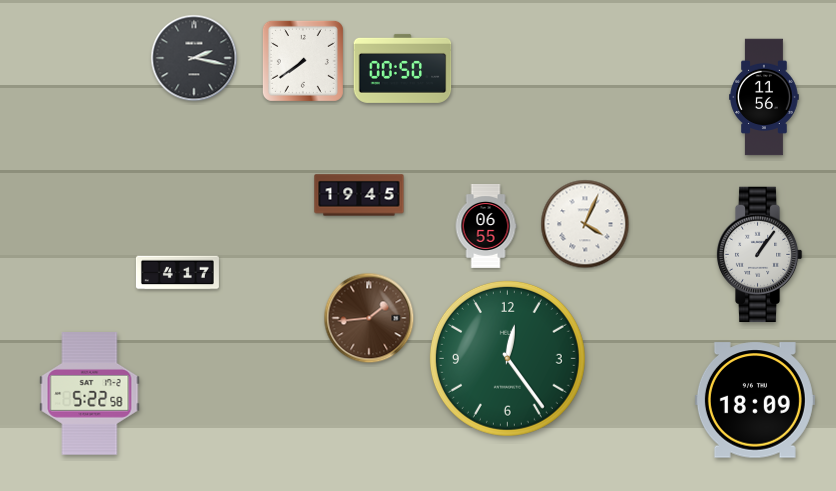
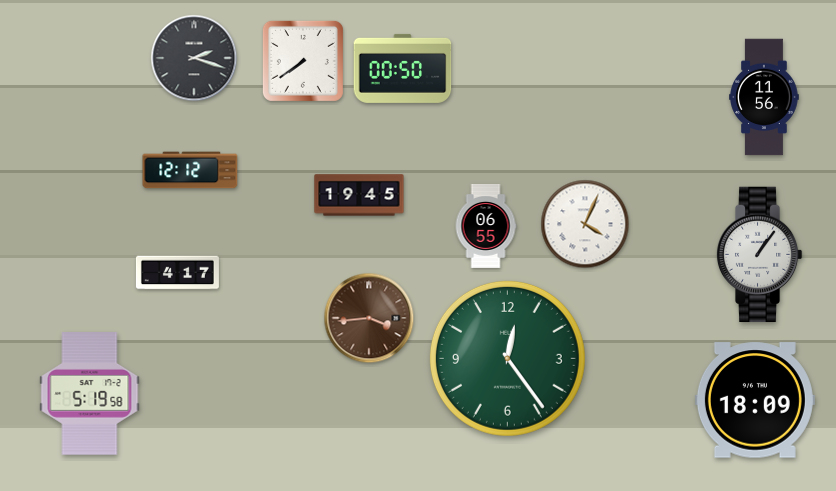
clock at (194, 58): 2:17 -> 2:18
clock at (190, 170): none -> 12:12
clock at (369, 318): 1:44 -> 3:44
clock at (90, 394): 5:22 -> 5:19
